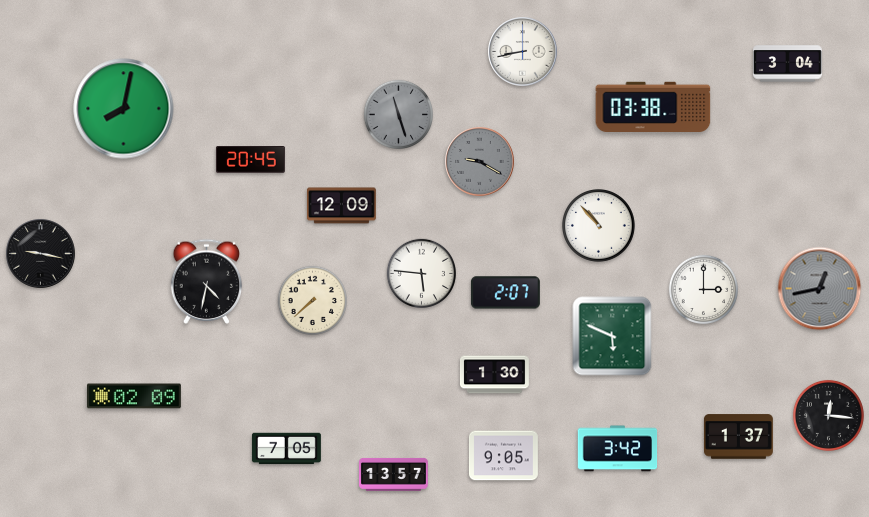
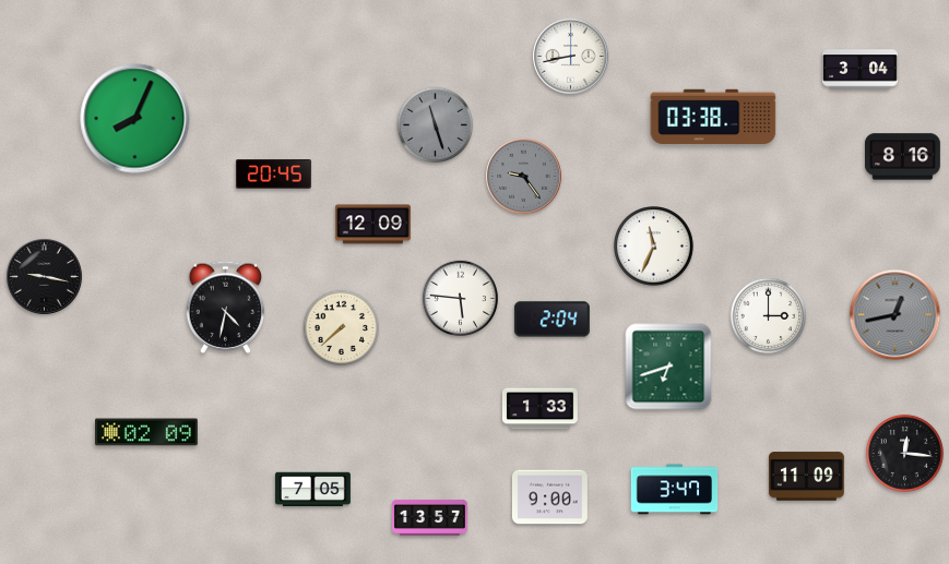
clock at (124, 109): 8:02 -> 8:04
clock at (902, 157): none -> 8:16
clock at (480, 162): 9:20 -> 9:24
clock at (599, 226): 10:53 -> 11:34
clock at (505, 293): 2:07 -> 2:04
clock at (612, 336): 5:49 -> 6:42
clock at (494, 375): 1:30 -> 1:33
clock at (738, 437): 1:37 -> 11:09
clock at (618, 449): 3:42 -> 3:47
clock at (503, 456): 9:05 -> 9:00
